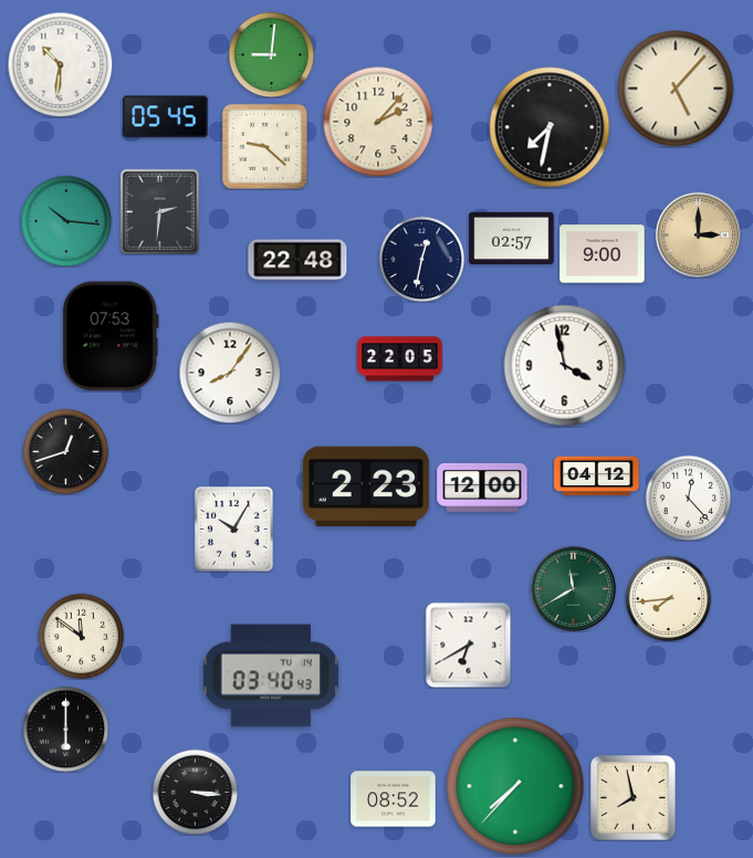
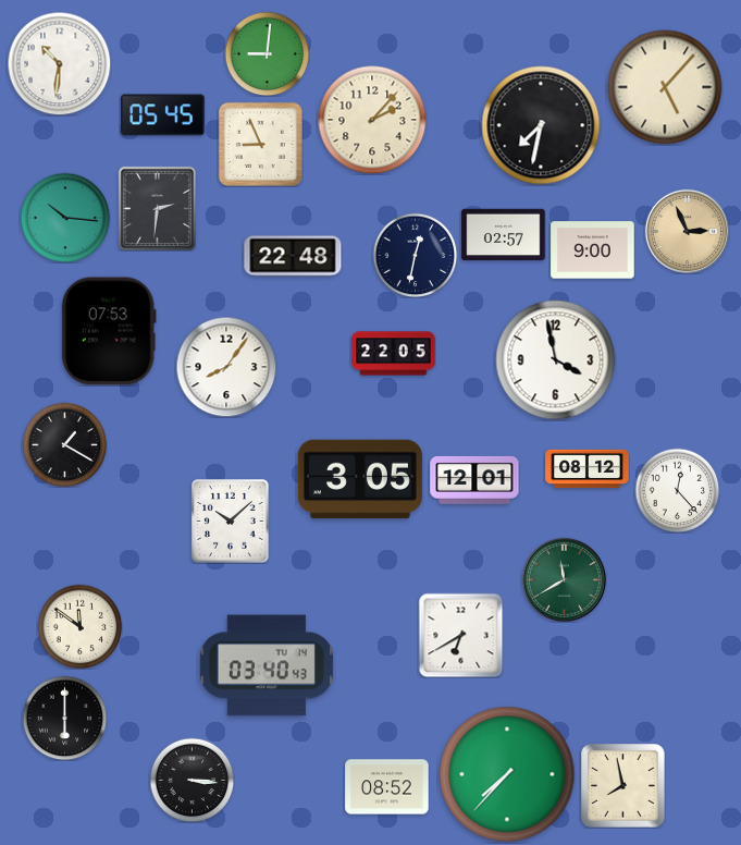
clock at (264, 146): 9:22 -> 8:56
clock at (698, 234): 3:00 -> 2:56
clock at (65, 451): 12:42 -> 1:20
clock at (597, 477): 04:12 -> 08:12
clock at (366, 486): 2:23 -> 3:05
clock at (482, 488): 12:00 -> 12:01
clock at (234, 530): 10:05 -> 10:08
clock at (668, 598): 7:44 -> none
